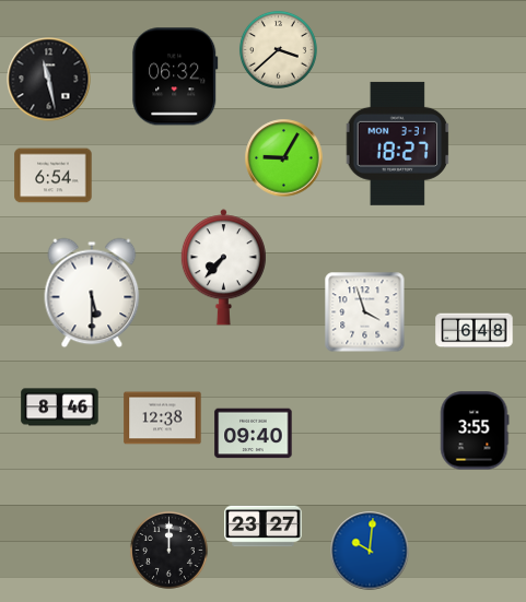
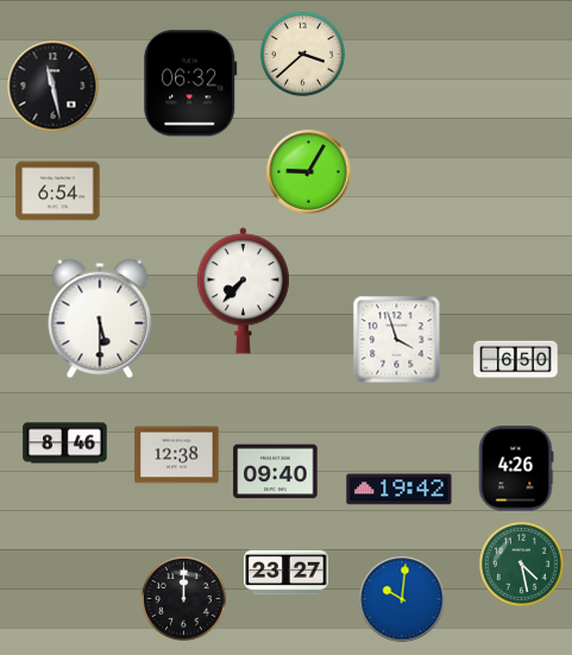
clock at (398, 143): 18:27 -> none
clock at (475, 331): 6:48 -> 6:50
clock at (475, 430): 3:55 -> 4:26
clock at (400, 490): none -> 19:42
clock at (521, 563): none -> 4:28
